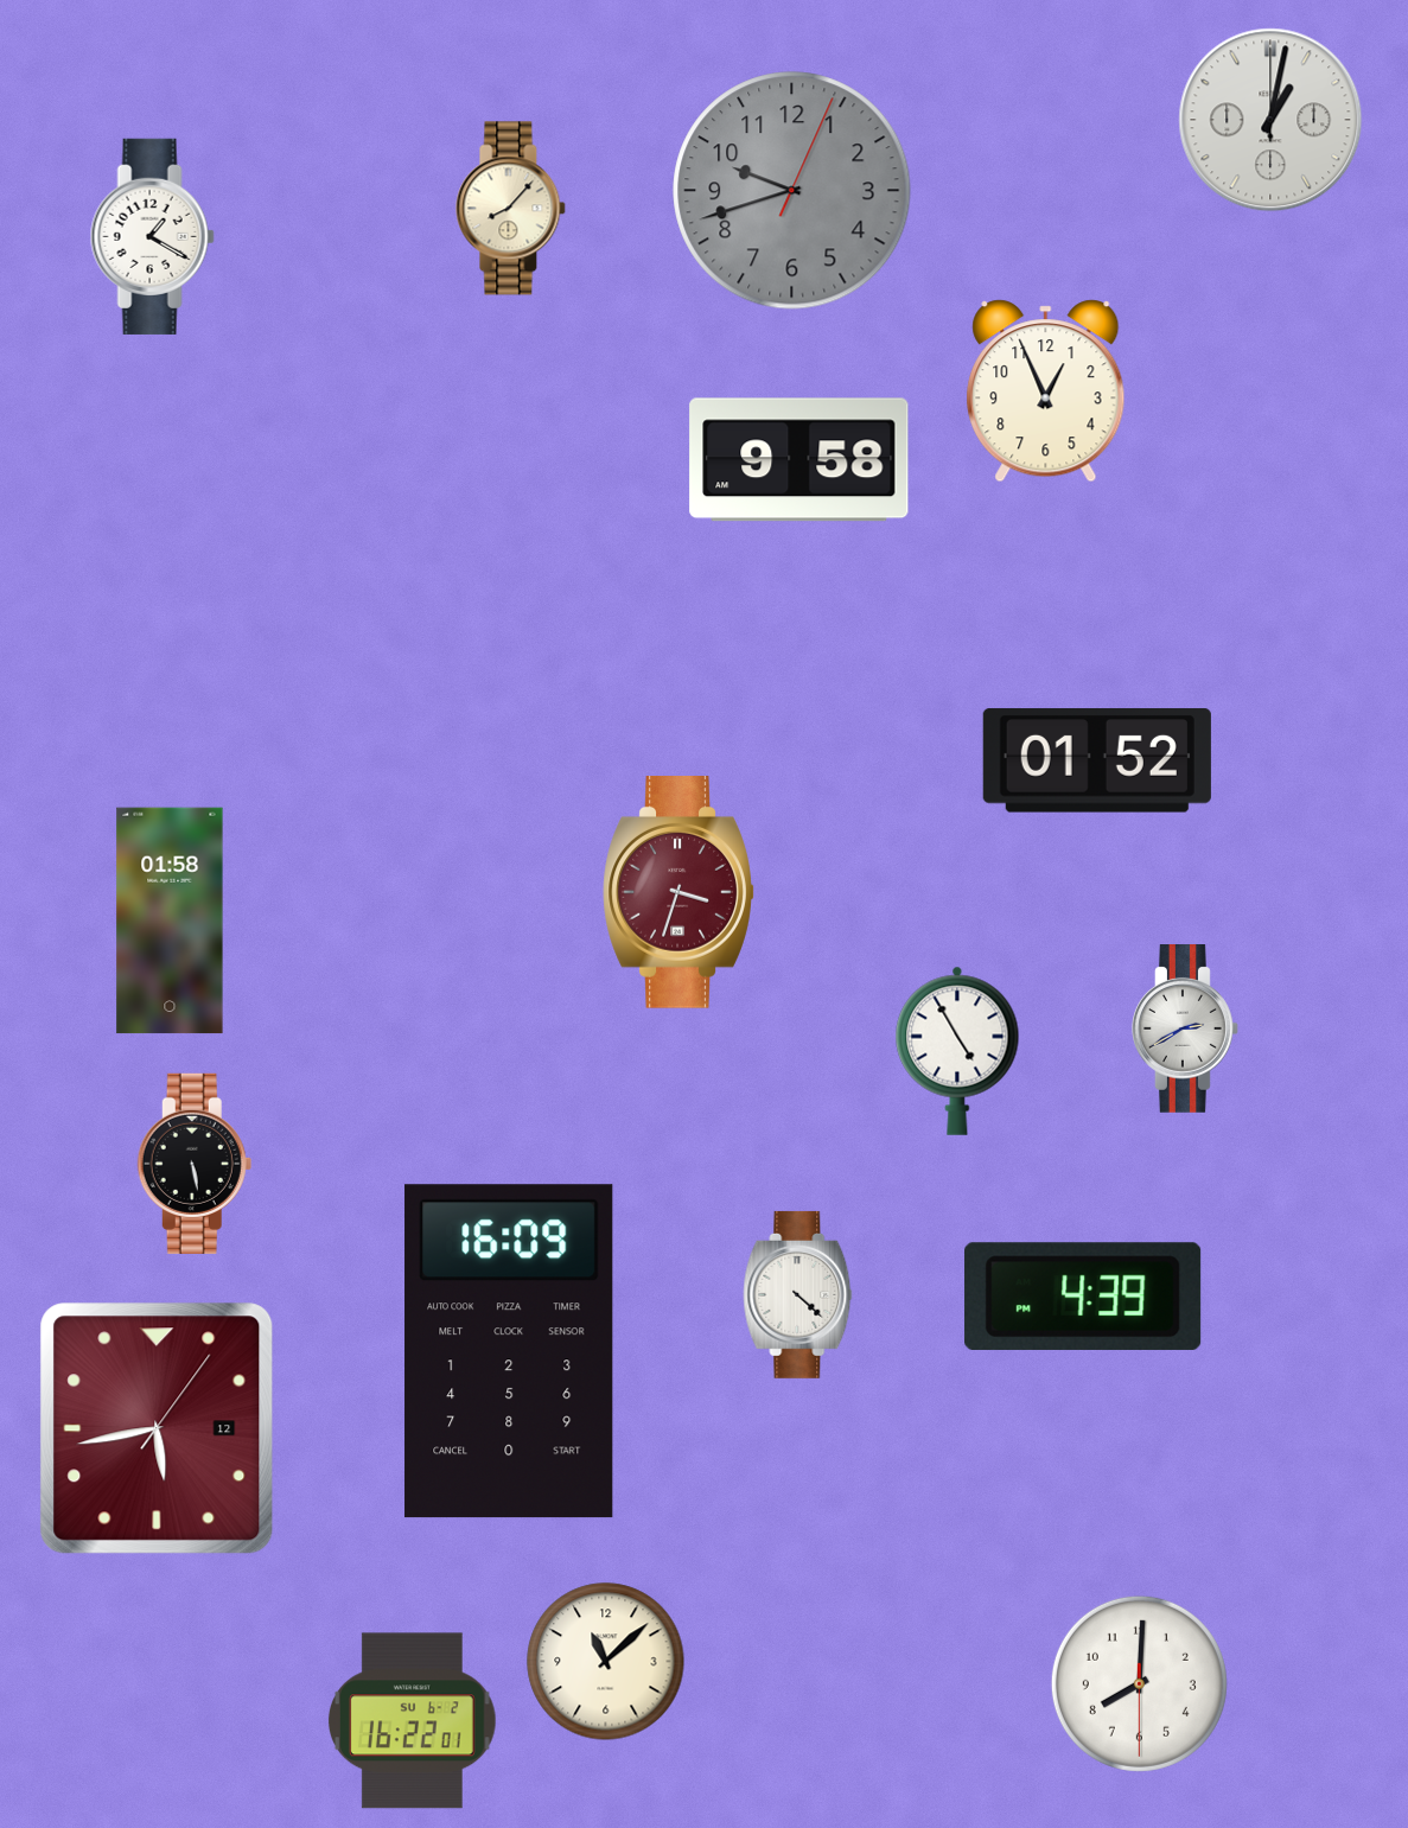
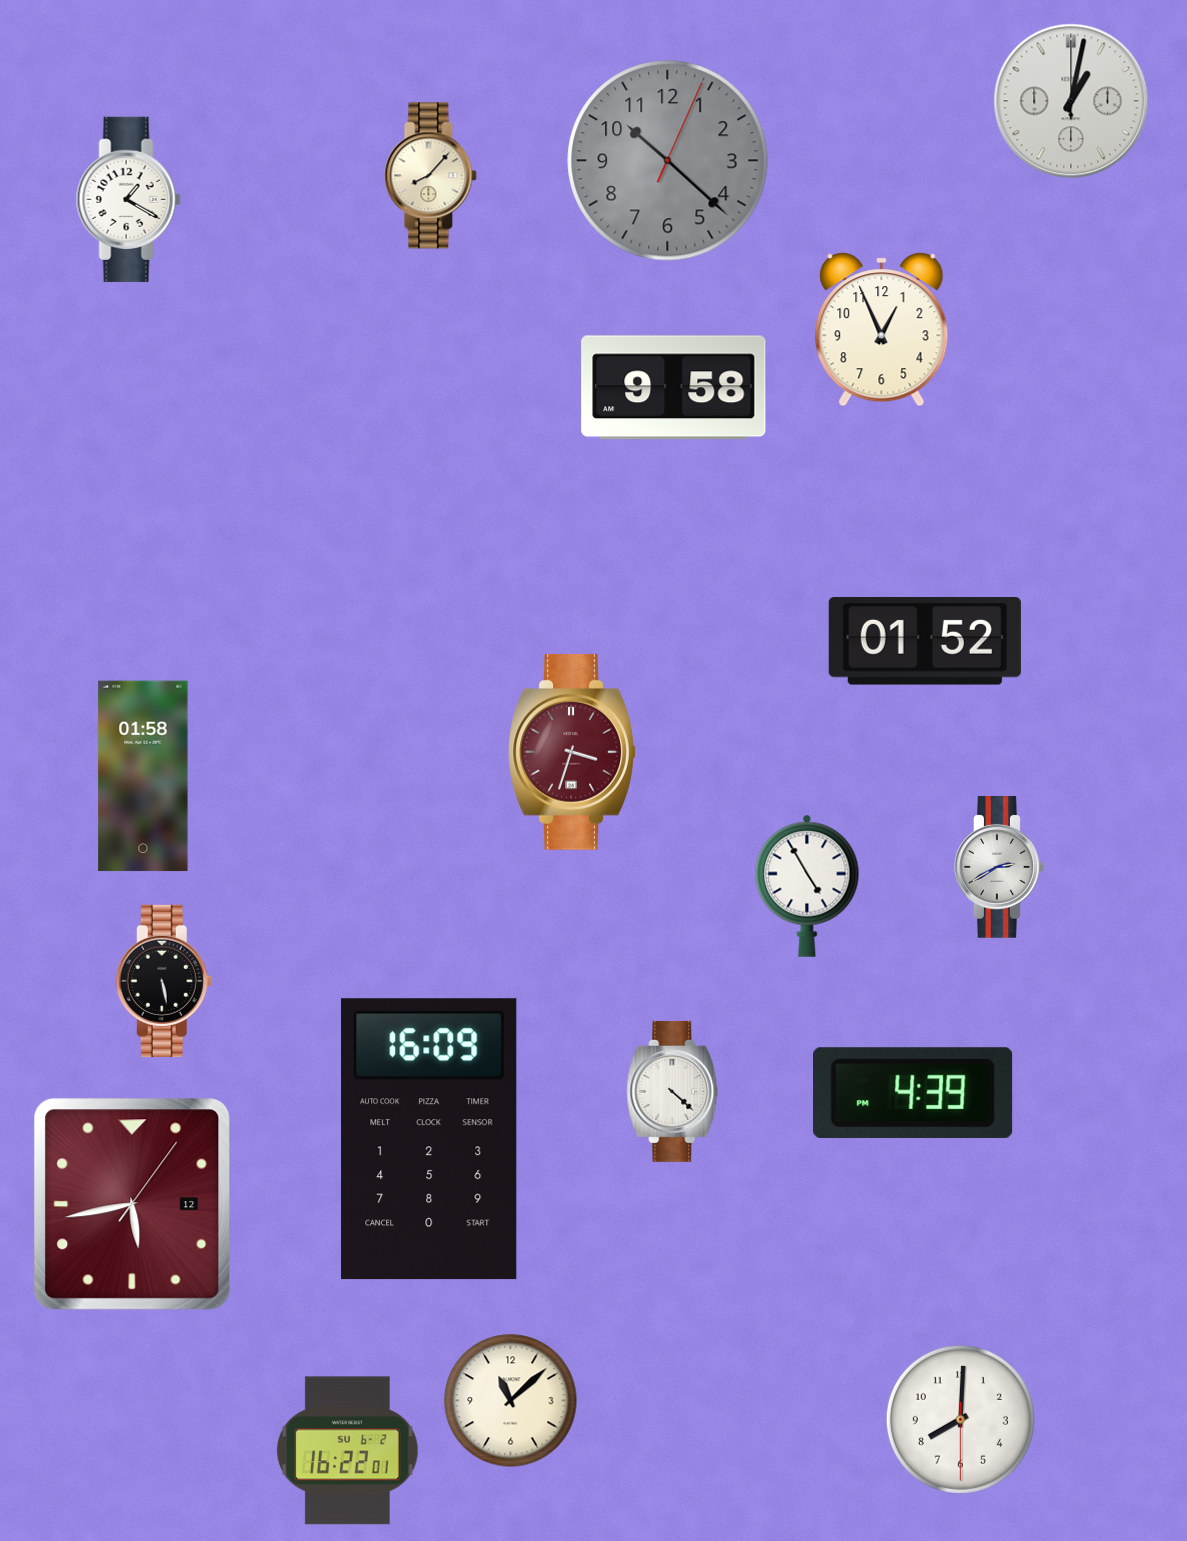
clock at (792, 191): 9:42 -> 10:22
